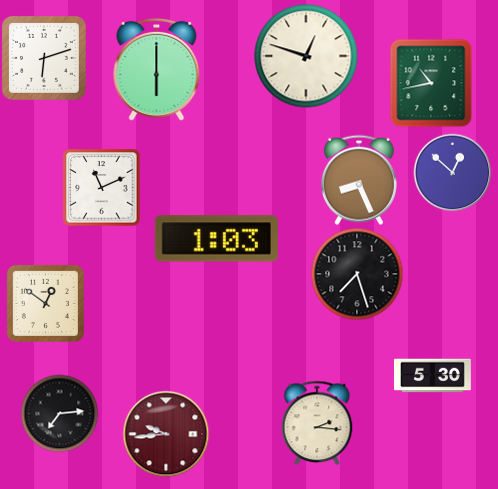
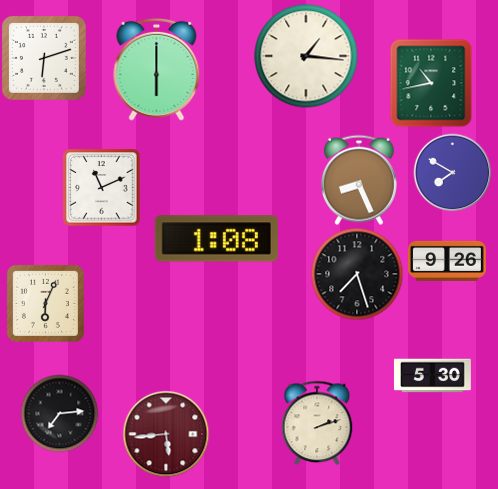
clock at (306, 56): 12:48 -> 1:16
clock at (452, 172): 12:52 -> 7:50
clock at (216, 239): 1:03 -> 1:08
clock at (447, 261): none -> 9:26
clock at (45, 303): 12:51 -> 6:04
clock at (317, 423): 2:16 -> 2:12
clock at (166, 434): 9:44 -> 5:44
